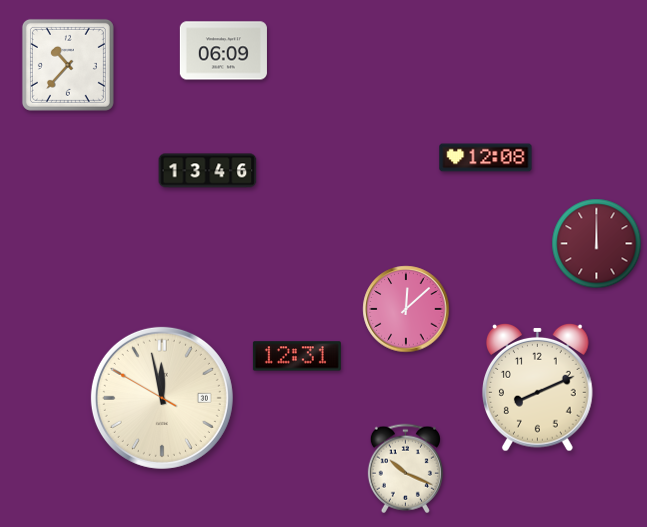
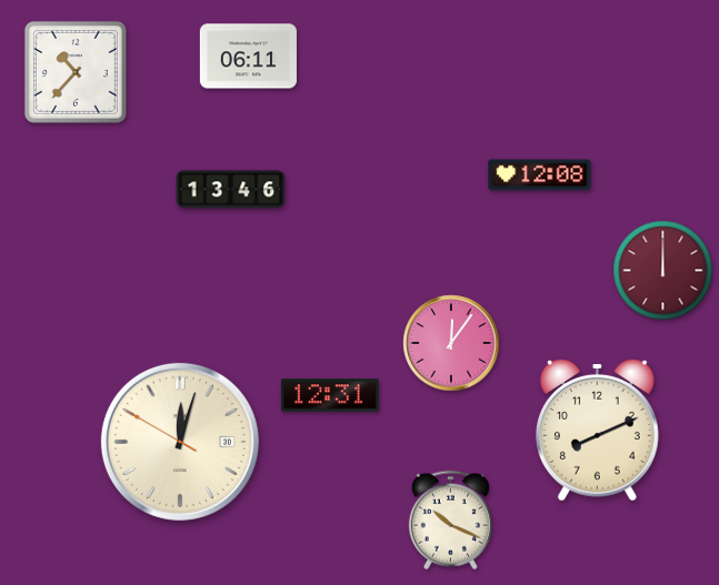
clock at (223, 51): 06:09 -> 06:11
clock at (406, 309): 12:08 -> 12:06
clock at (162, 398): 11:57 -> 12:02
